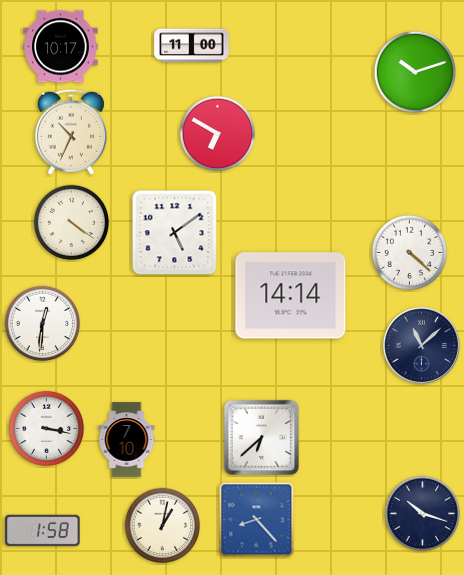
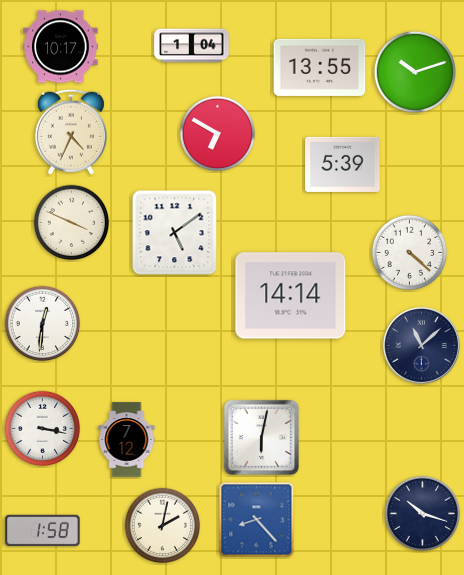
clock at (192, 46): 11:00 -> 1:04
clock at (320, 67): none -> 13:55
clock at (71, 132): 10:34 -> 4:34
clock at (343, 164): none -> 5:39
clock at (72, 223): 4:21 -> 3:49
clock at (47, 429) position: (47, 429) -> (43, 429)
clock at (261, 437): 6:38 -> 6:02
clock at (127, 440): 7:10 -> 7:12
clock at (163, 526): 1:02 -> 2:02
